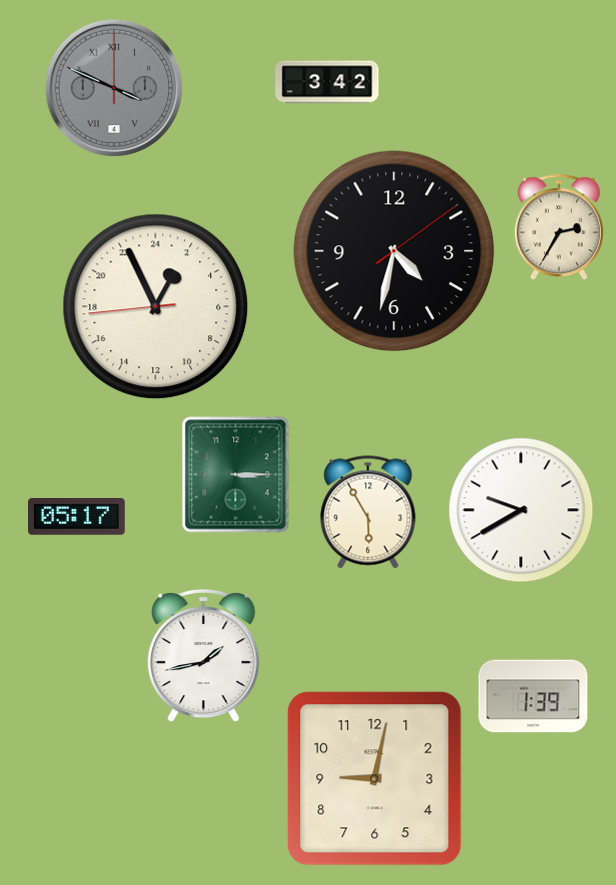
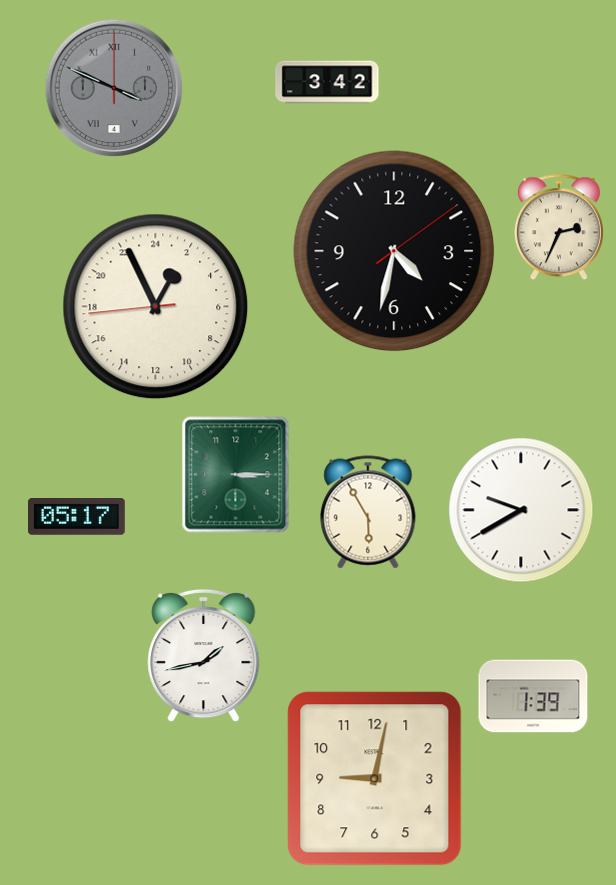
clock at (559, 228): 2:35 -> 2:34
